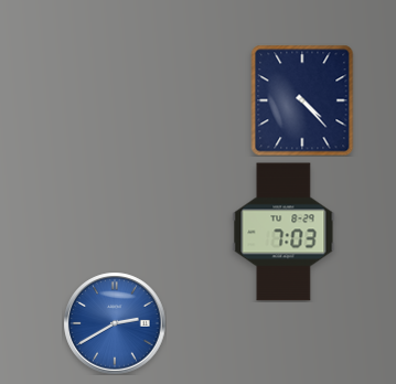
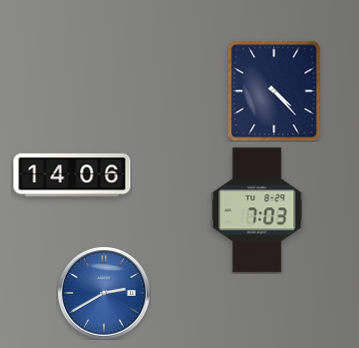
clock at (72, 175): none -> 14:06
